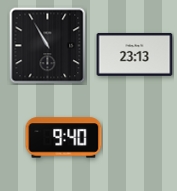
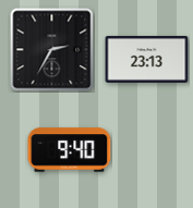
clock at (48, 46): 10:55 -> 2:35
